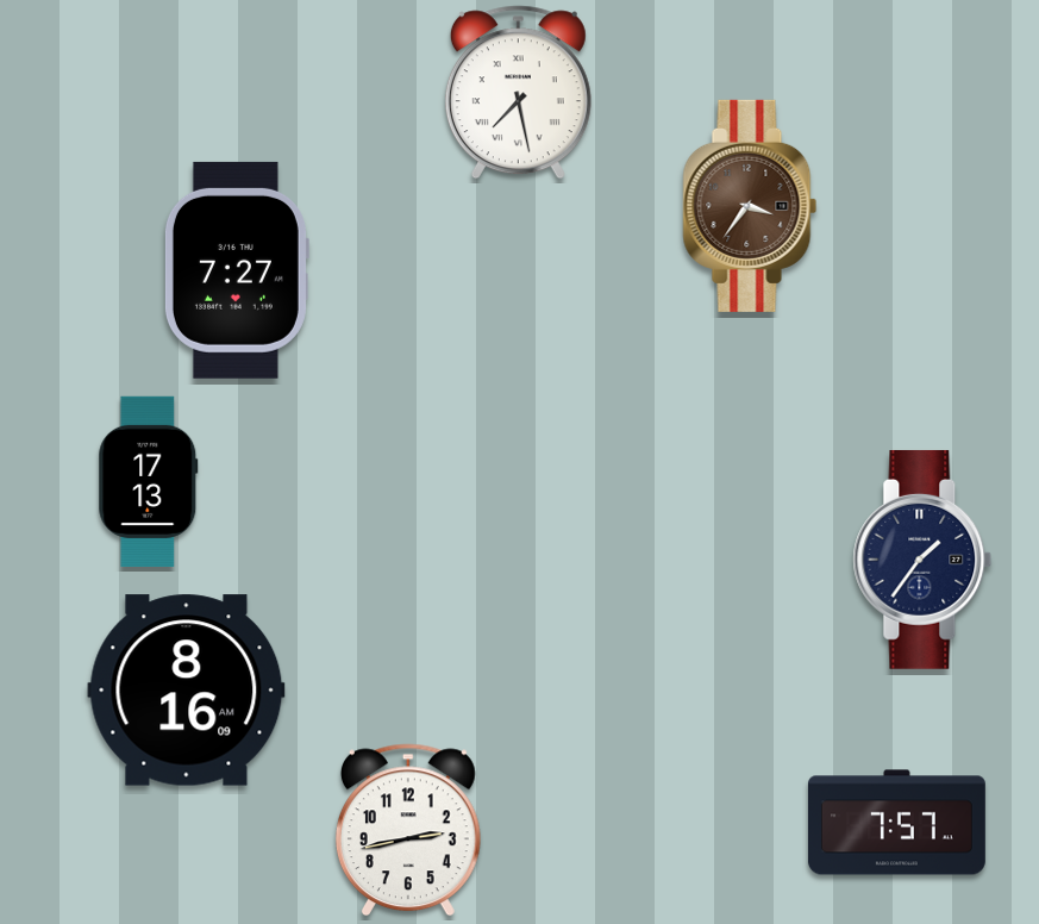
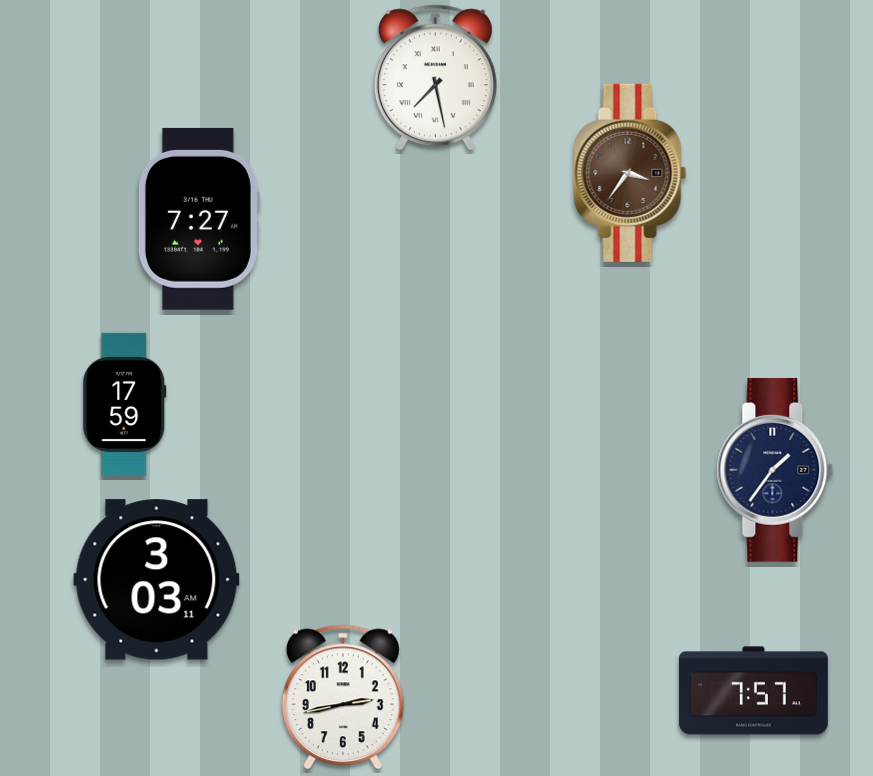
clock at (236, 270) position: (236, 270) -> (198, 219)
clock at (149, 481): 17:13 -> 17:59
clock at (187, 691): 8:16 -> 3:03
